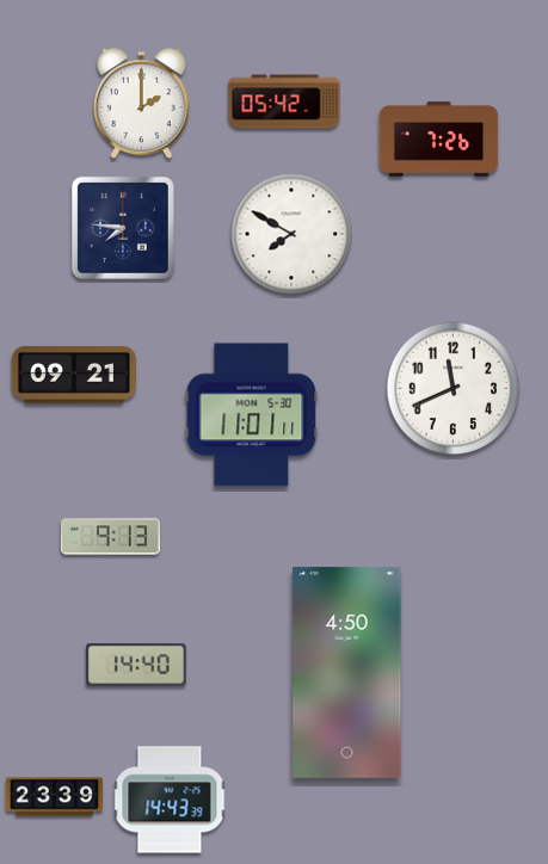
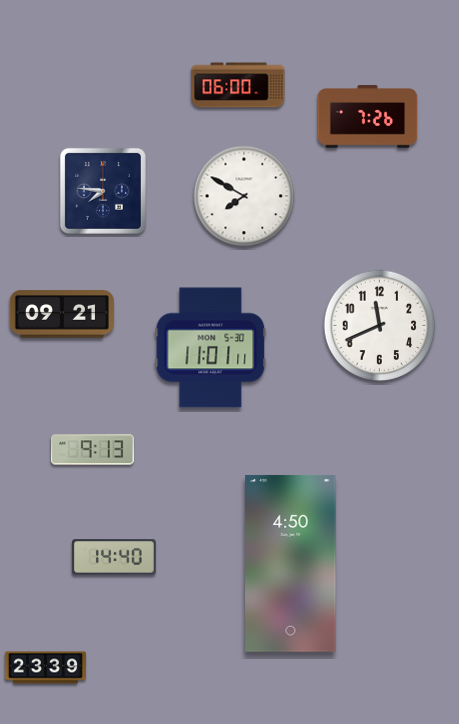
clock at (284, 101): 05:42 -> 06:00
clock at (142, 104): 2:00 -> none
clock at (170, 800): 14:43 -> none
